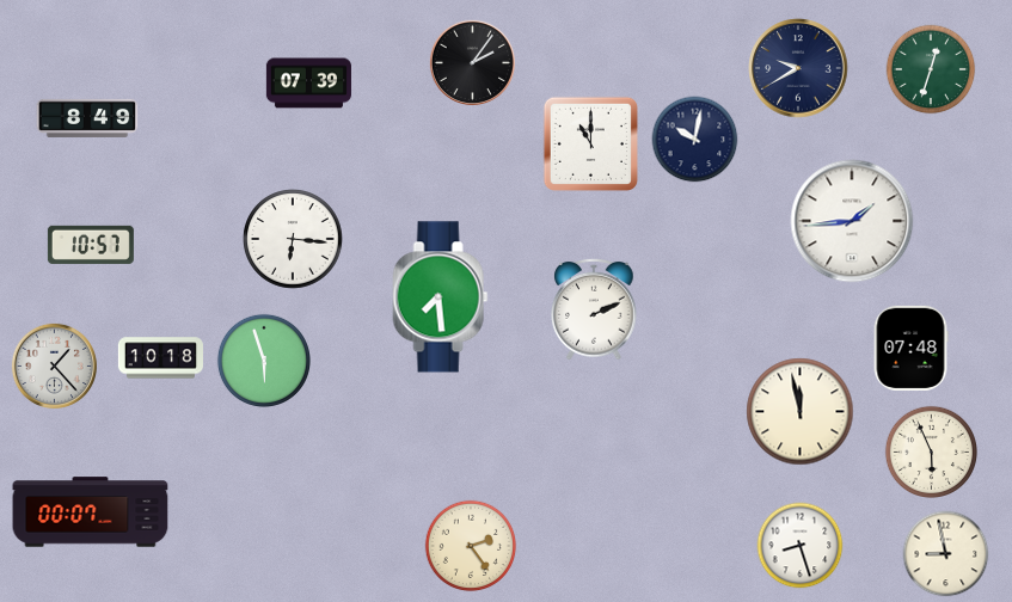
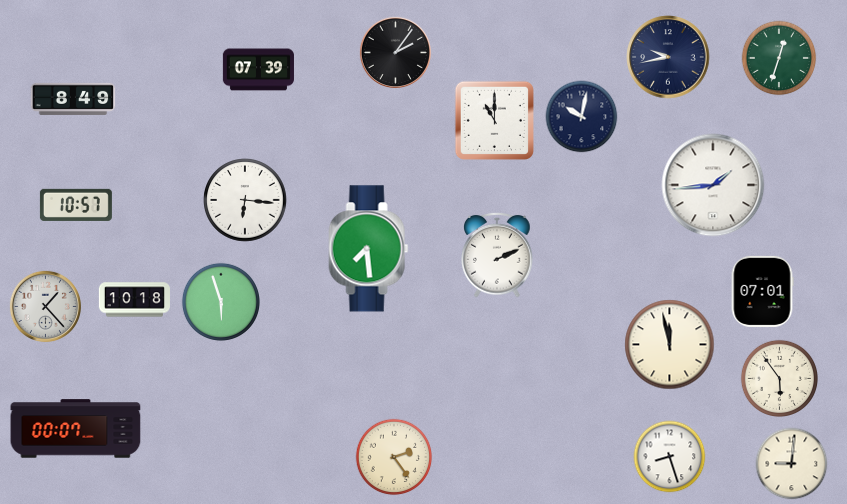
clock at (798, 68): 9:40 -> 9:43
clock at (594, 309) position: (594, 309) -> (497, 255)
clock at (910, 348): 07:48 -> 07:01
clock at (931, 451): 5:56 -> 5:54
clock at (946, 554): 8:58 -> 9:01
